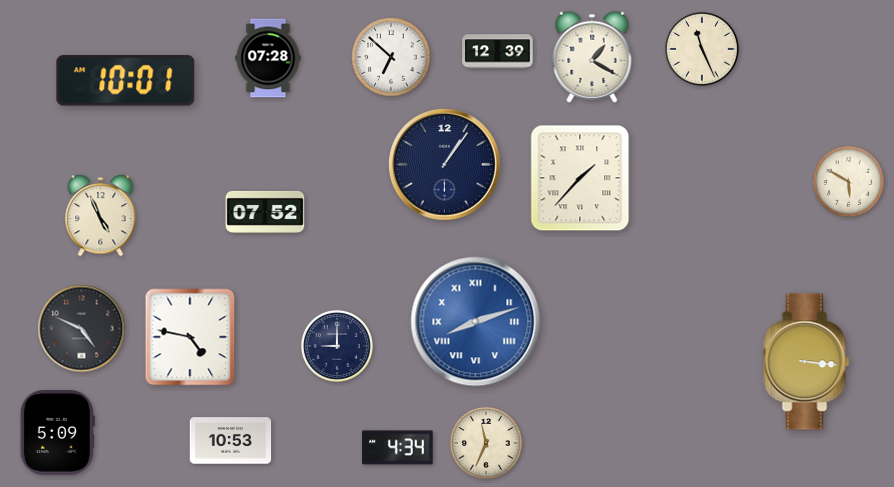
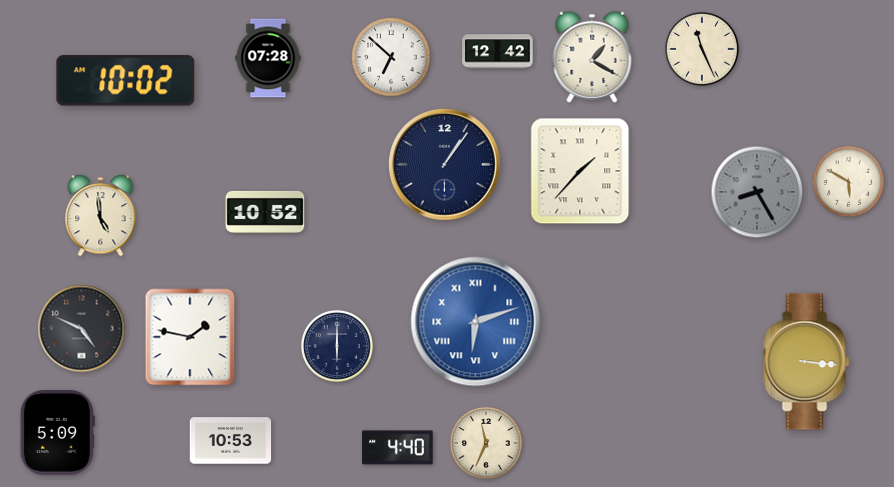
clock at (498, 52): 12:39 -> 12:42
clock at (126, 81): 10:01 -> 10:02
clock at (580, 178) position: (580, 178) -> (580, 171)
clock at (757, 192): none -> 8:25
clock at (265, 212): 07:52 -> 10:52
clock at (101, 216): 4:56 -> 4:59
clock at (476, 322): 8:12 -> 6:12
clock at (190, 337): 4:47 -> 1:47
clock at (337, 346): 9:00 -> 6:00
clock at (398, 448): 4:34 -> 4:40
